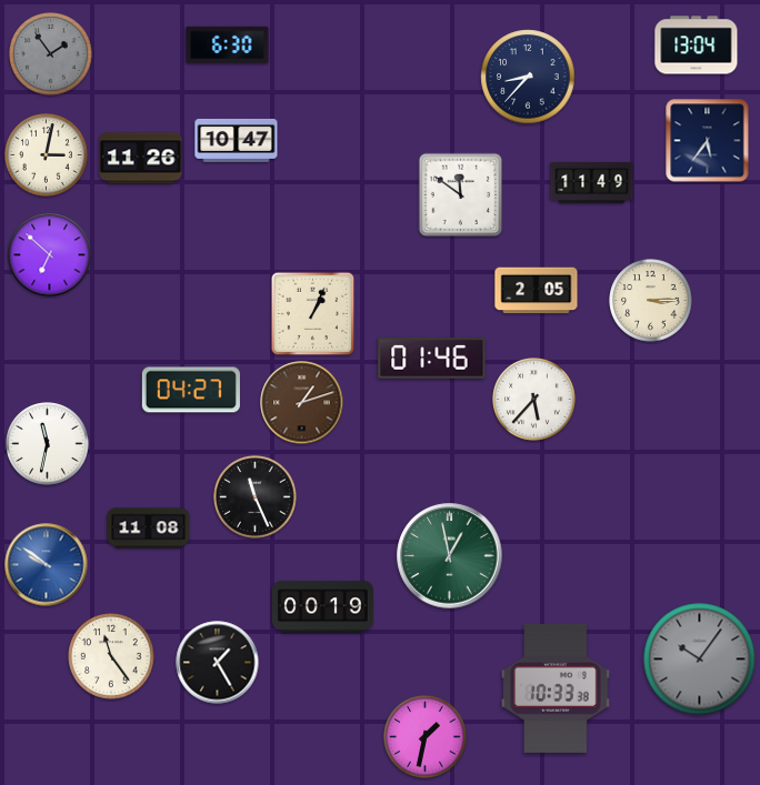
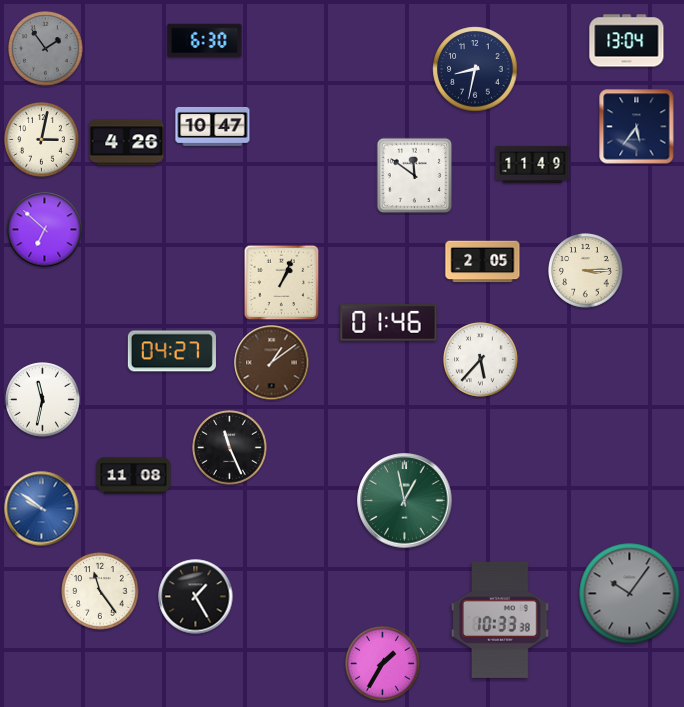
clock at (528, 77): 8:37 -> 8:32
clock at (141, 159): 11:26 -> 4:26
clock at (302, 403): 1:12 -> 1:09
clock at (322, 607): 00:19 -> none
clock at (426, 737): 1:32 -> 1:35
